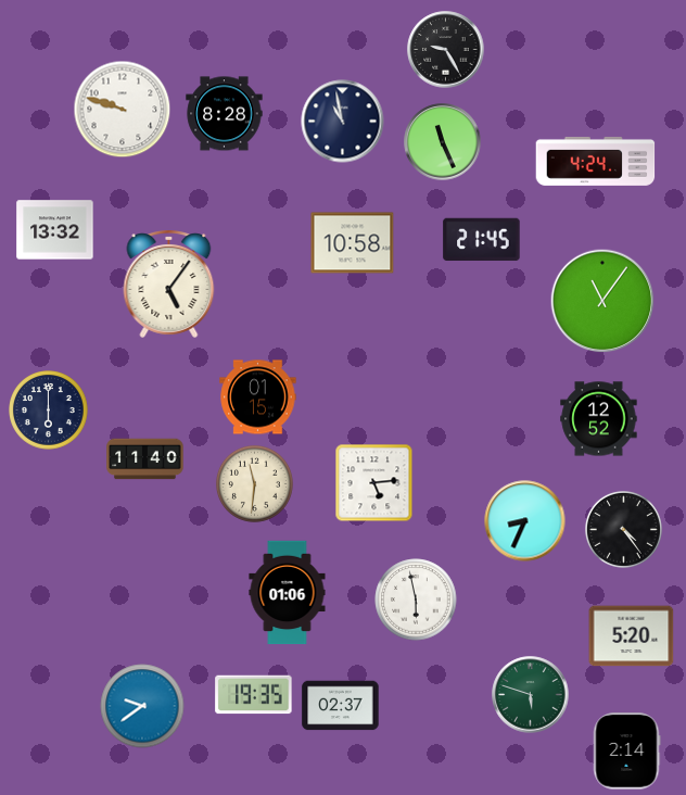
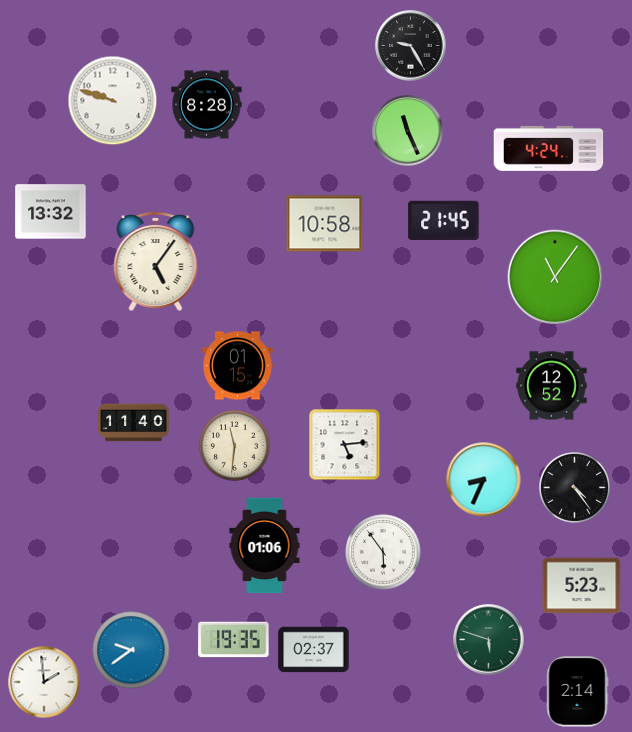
clock at (343, 122): 10:58 -> none
clock at (49, 411): 6:00 -> none
clock at (416, 600): 5:58 -> 5:54
clock at (632, 636): 5:20 -> 5:23
clock at (44, 682): none -> 1:59
